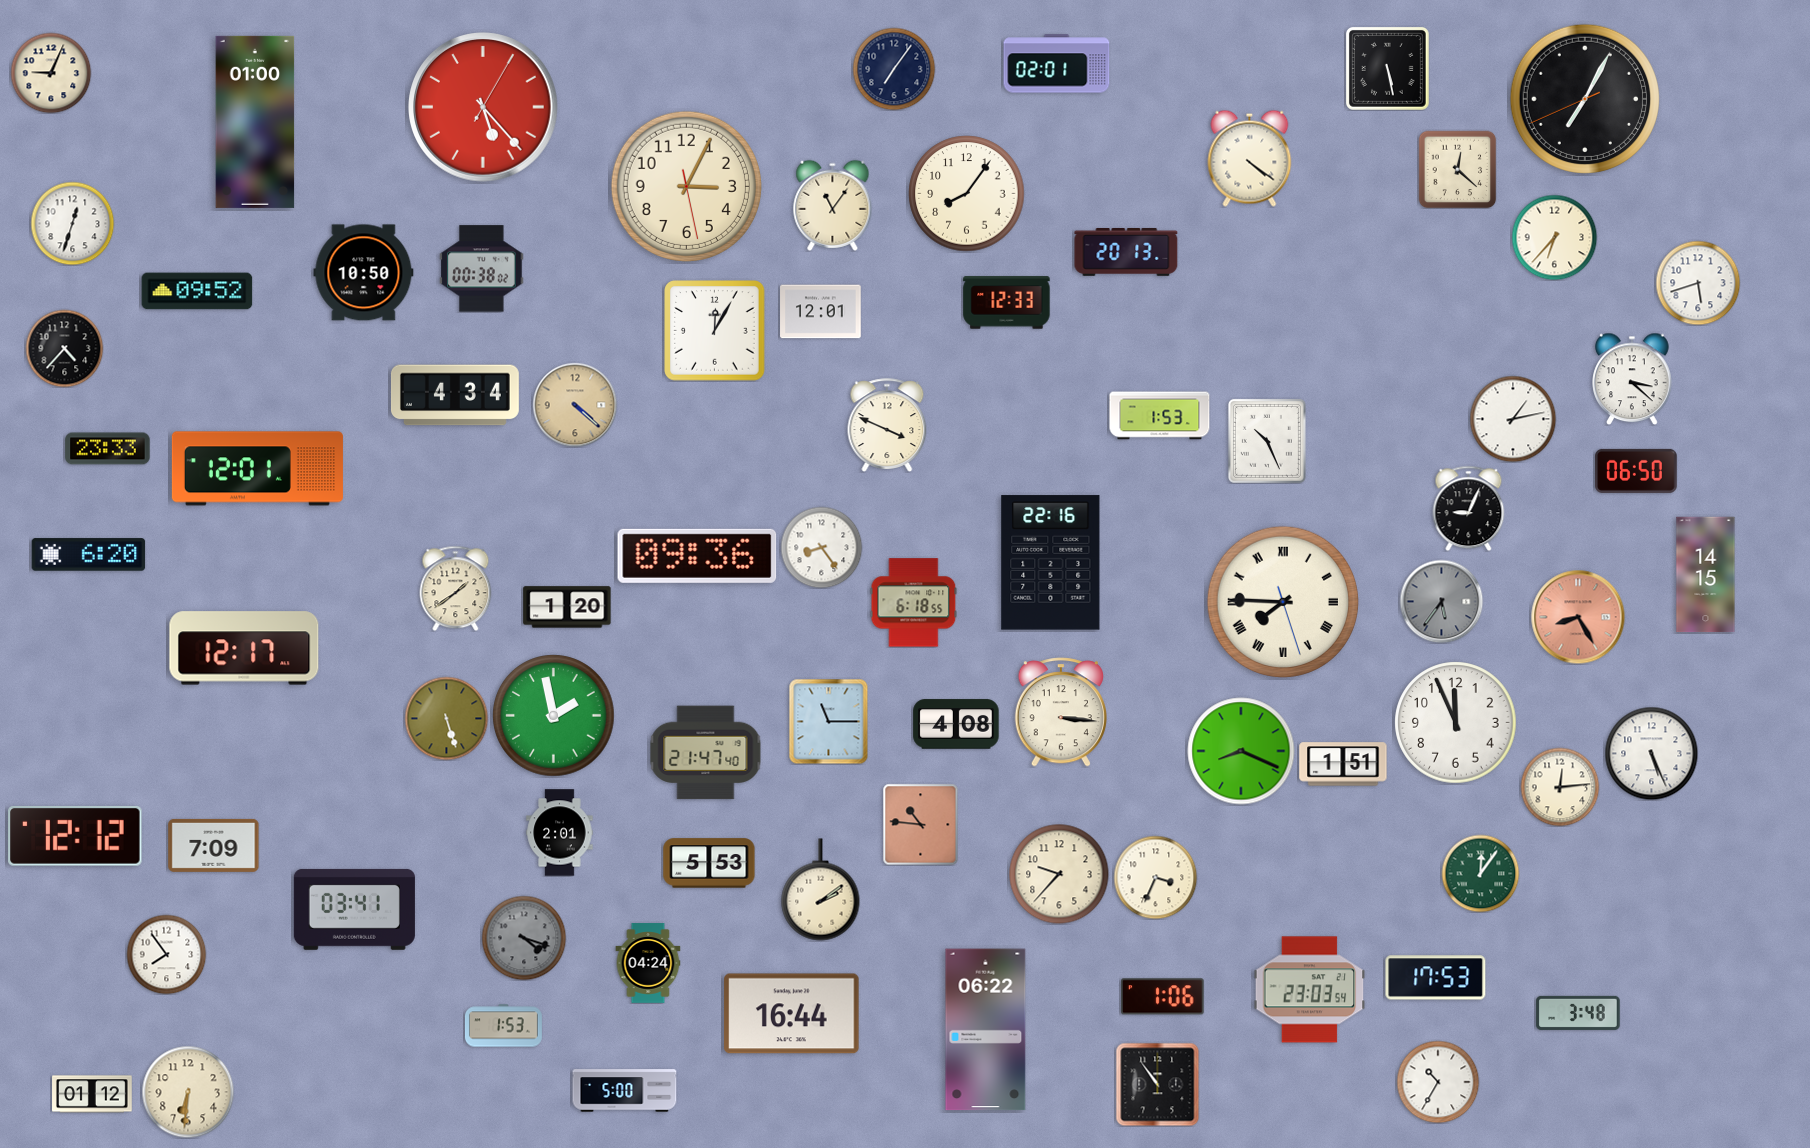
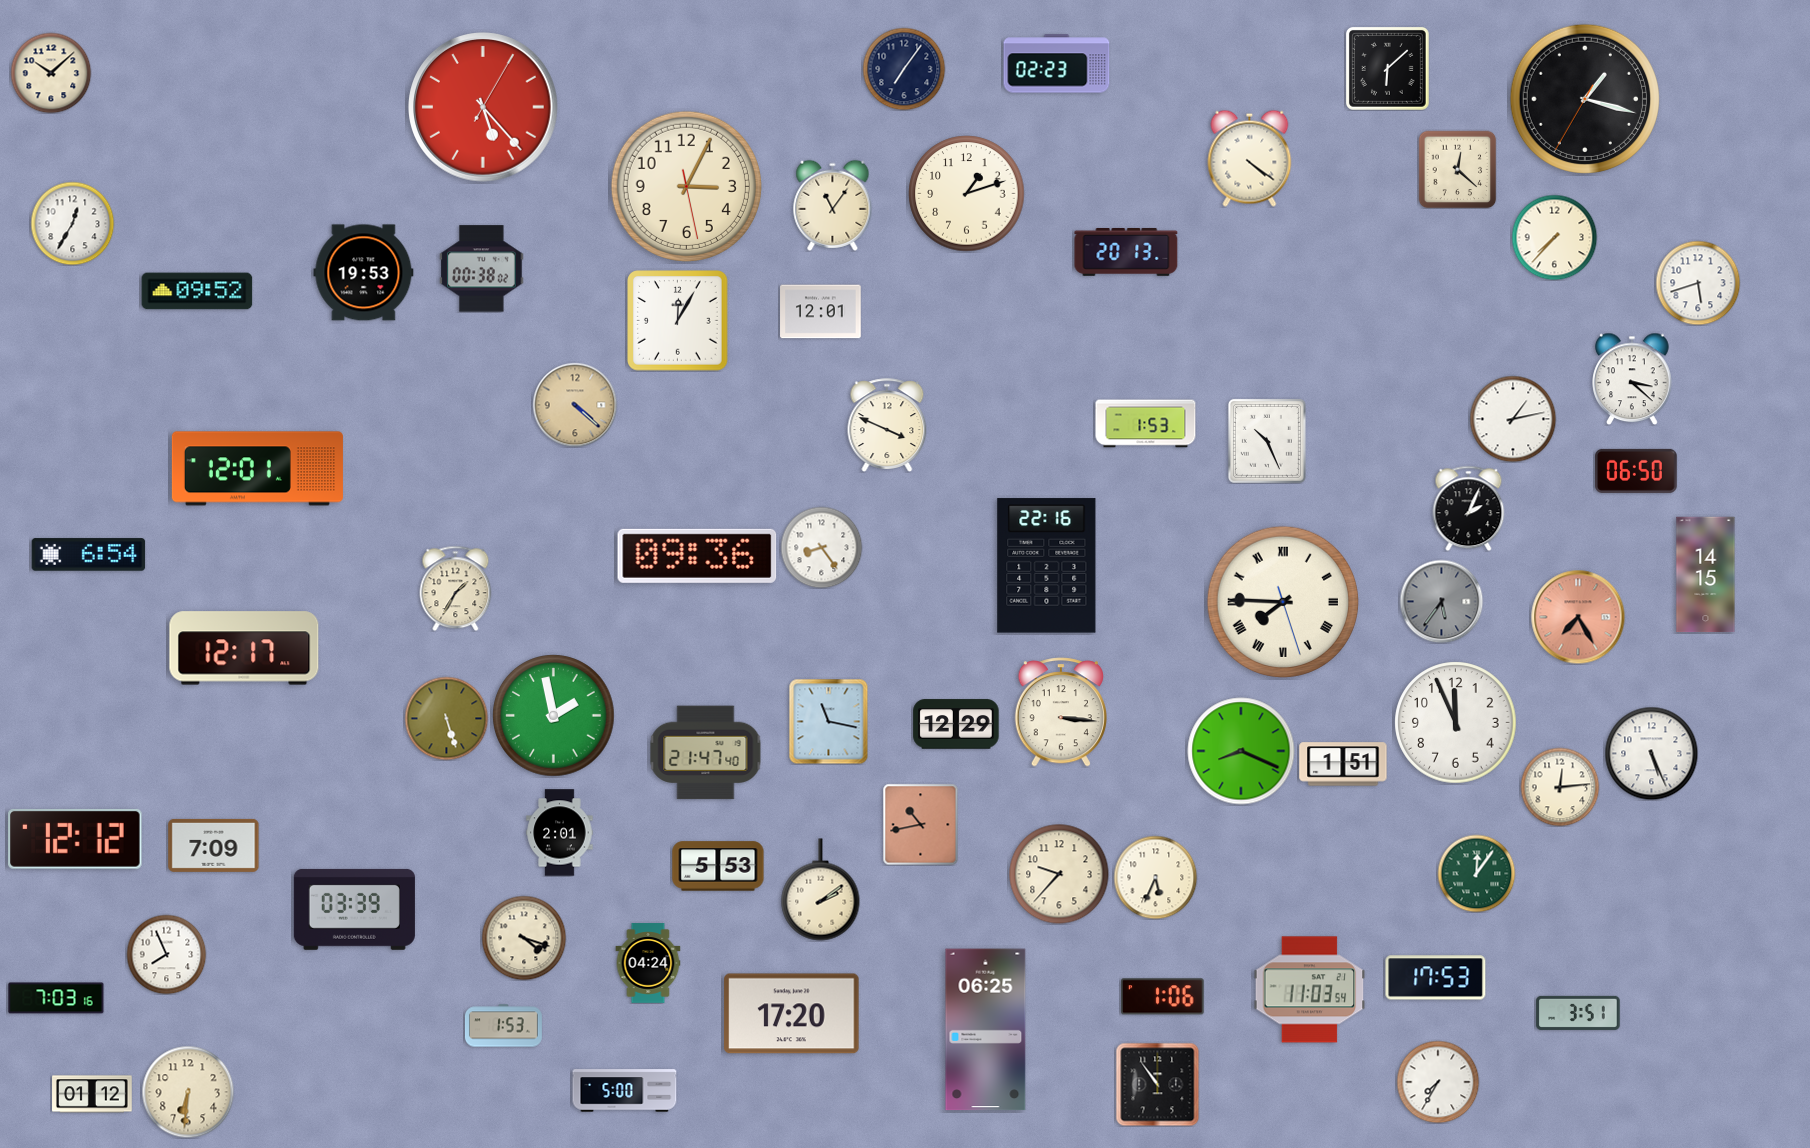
clock at (1057, 64): 02:01 -> 02:23
clock at (1387, 68): 5:28 -> 6:08
clock at (894, 69) position: (894, 69) -> (904, 69)
clock at (51, 73): 9:04 -> 10:08
clock at (1585, 99): 7:04 -> 1:17
clock at (255, 122): 01:00 -> none
clock at (967, 194): 8:06 -> 1:12
clock at (72, 223): 12:33 -> 12:35
clock at (1554, 237): 6:37 -> 7:37
clock at (364, 273): 10:50 -> 19:53
clock at (1007, 303): 12:33 -> none
clock at (715, 331) position: (715, 331) -> (678, 321)
clock at (64, 348): 4:37 -> none
clock at (455, 395): 4:34 -> none
clock at (1160, 416) position: (1160, 416) -> (1146, 424)
clock at (108, 449): 23:33 -> none
clock at (1469, 508): 9:04 -> 2:04
clock at (89, 555): 6:20 -> 6:54
clock at (1051, 563) position: (1051, 563) -> (1047, 566)
clock at (456, 588): 1:39 -> 1:35
clock at (914, 603): 6:18 -> none
clock at (567, 607): 1:20 -> none
clock at (1578, 617): 8:25 -> 7:25
clock at (829, 721): 11:15 -> 11:17
clock at (956, 724): 4:08 -> 12:29
clock at (921, 824): 10:46 -> 10:43
clock at (75, 836) position: (75, 836) -> (75, 839)
clock at (709, 863) position: (709, 863) -> (718, 866)
clock at (1480, 873) position: (1480, 873) -> (1476, 873)
clock at (1155, 877): 3:34 -> 5:34
clock at (354, 909): 03:41 -> 03:39
clock at (524, 938) dial: grey -> cream
clock at (166, 954): 7:54 -> 7:56
clock at (1310, 990): 23:03 -> 11:03
clock at (56, 998): none -> 7:03
clock at (1578, 1013): 3:48 -> 3:51
clock at (792, 1014): 16:44 -> 17:20
clock at (986, 1030): 06:22 -> 06:25
clock at (1438, 1082): 10:35 -> 7:35
